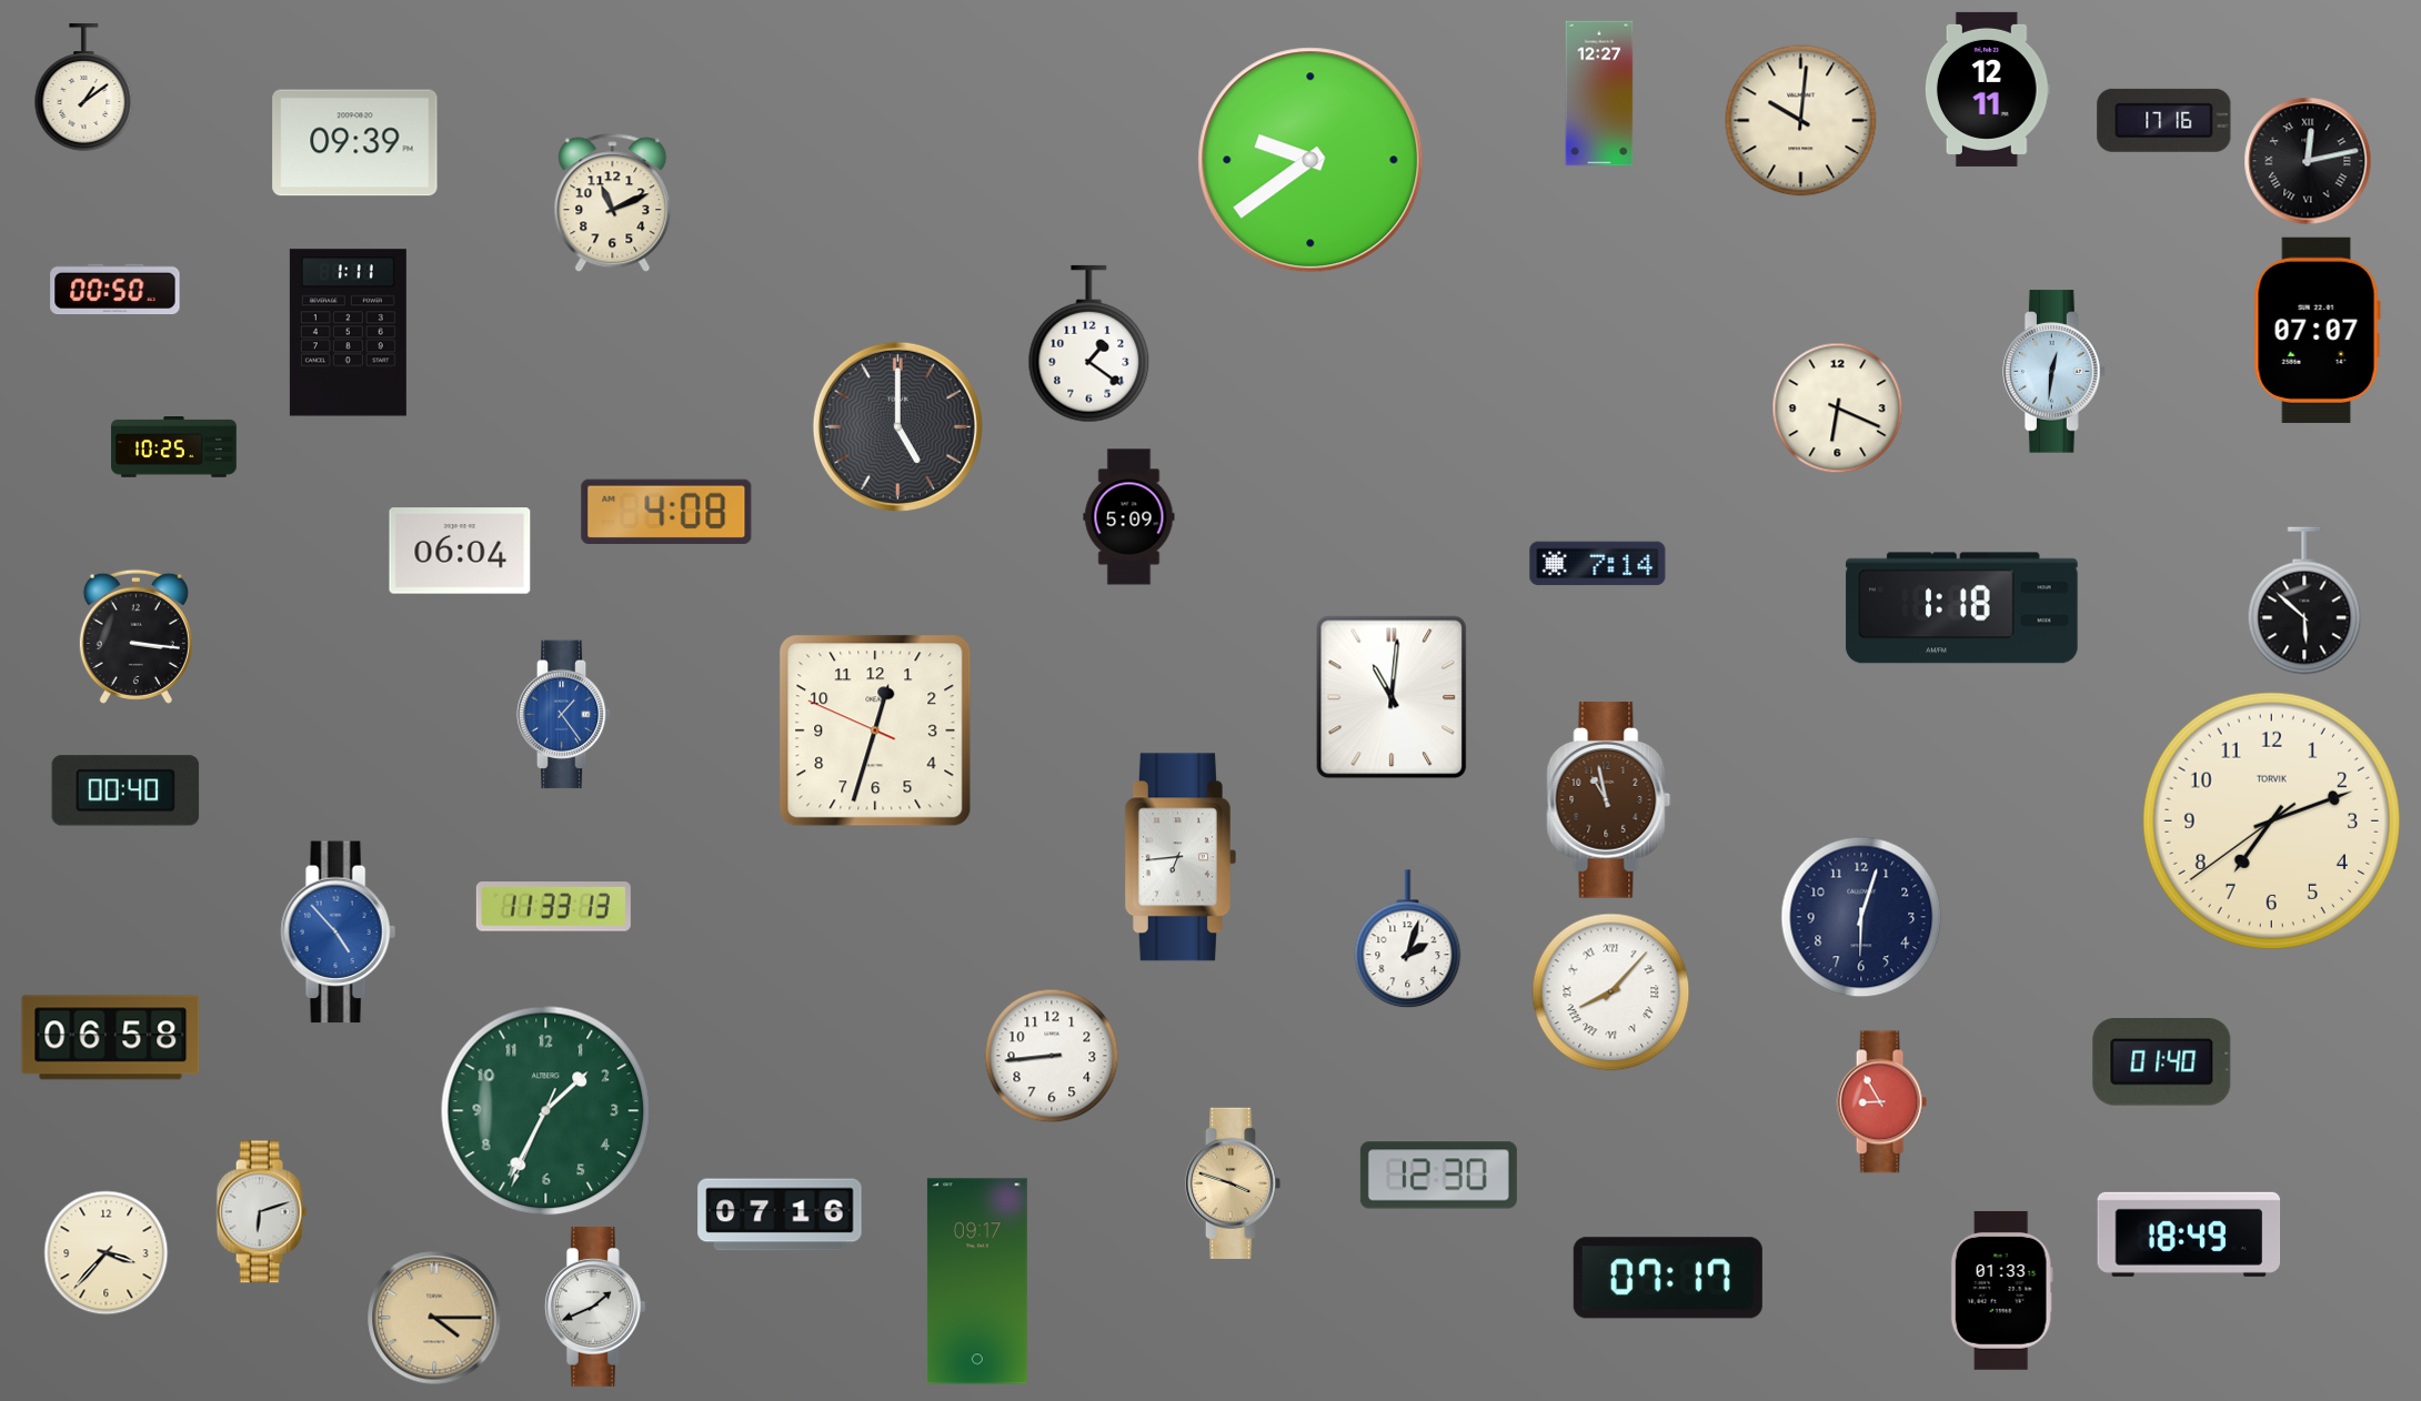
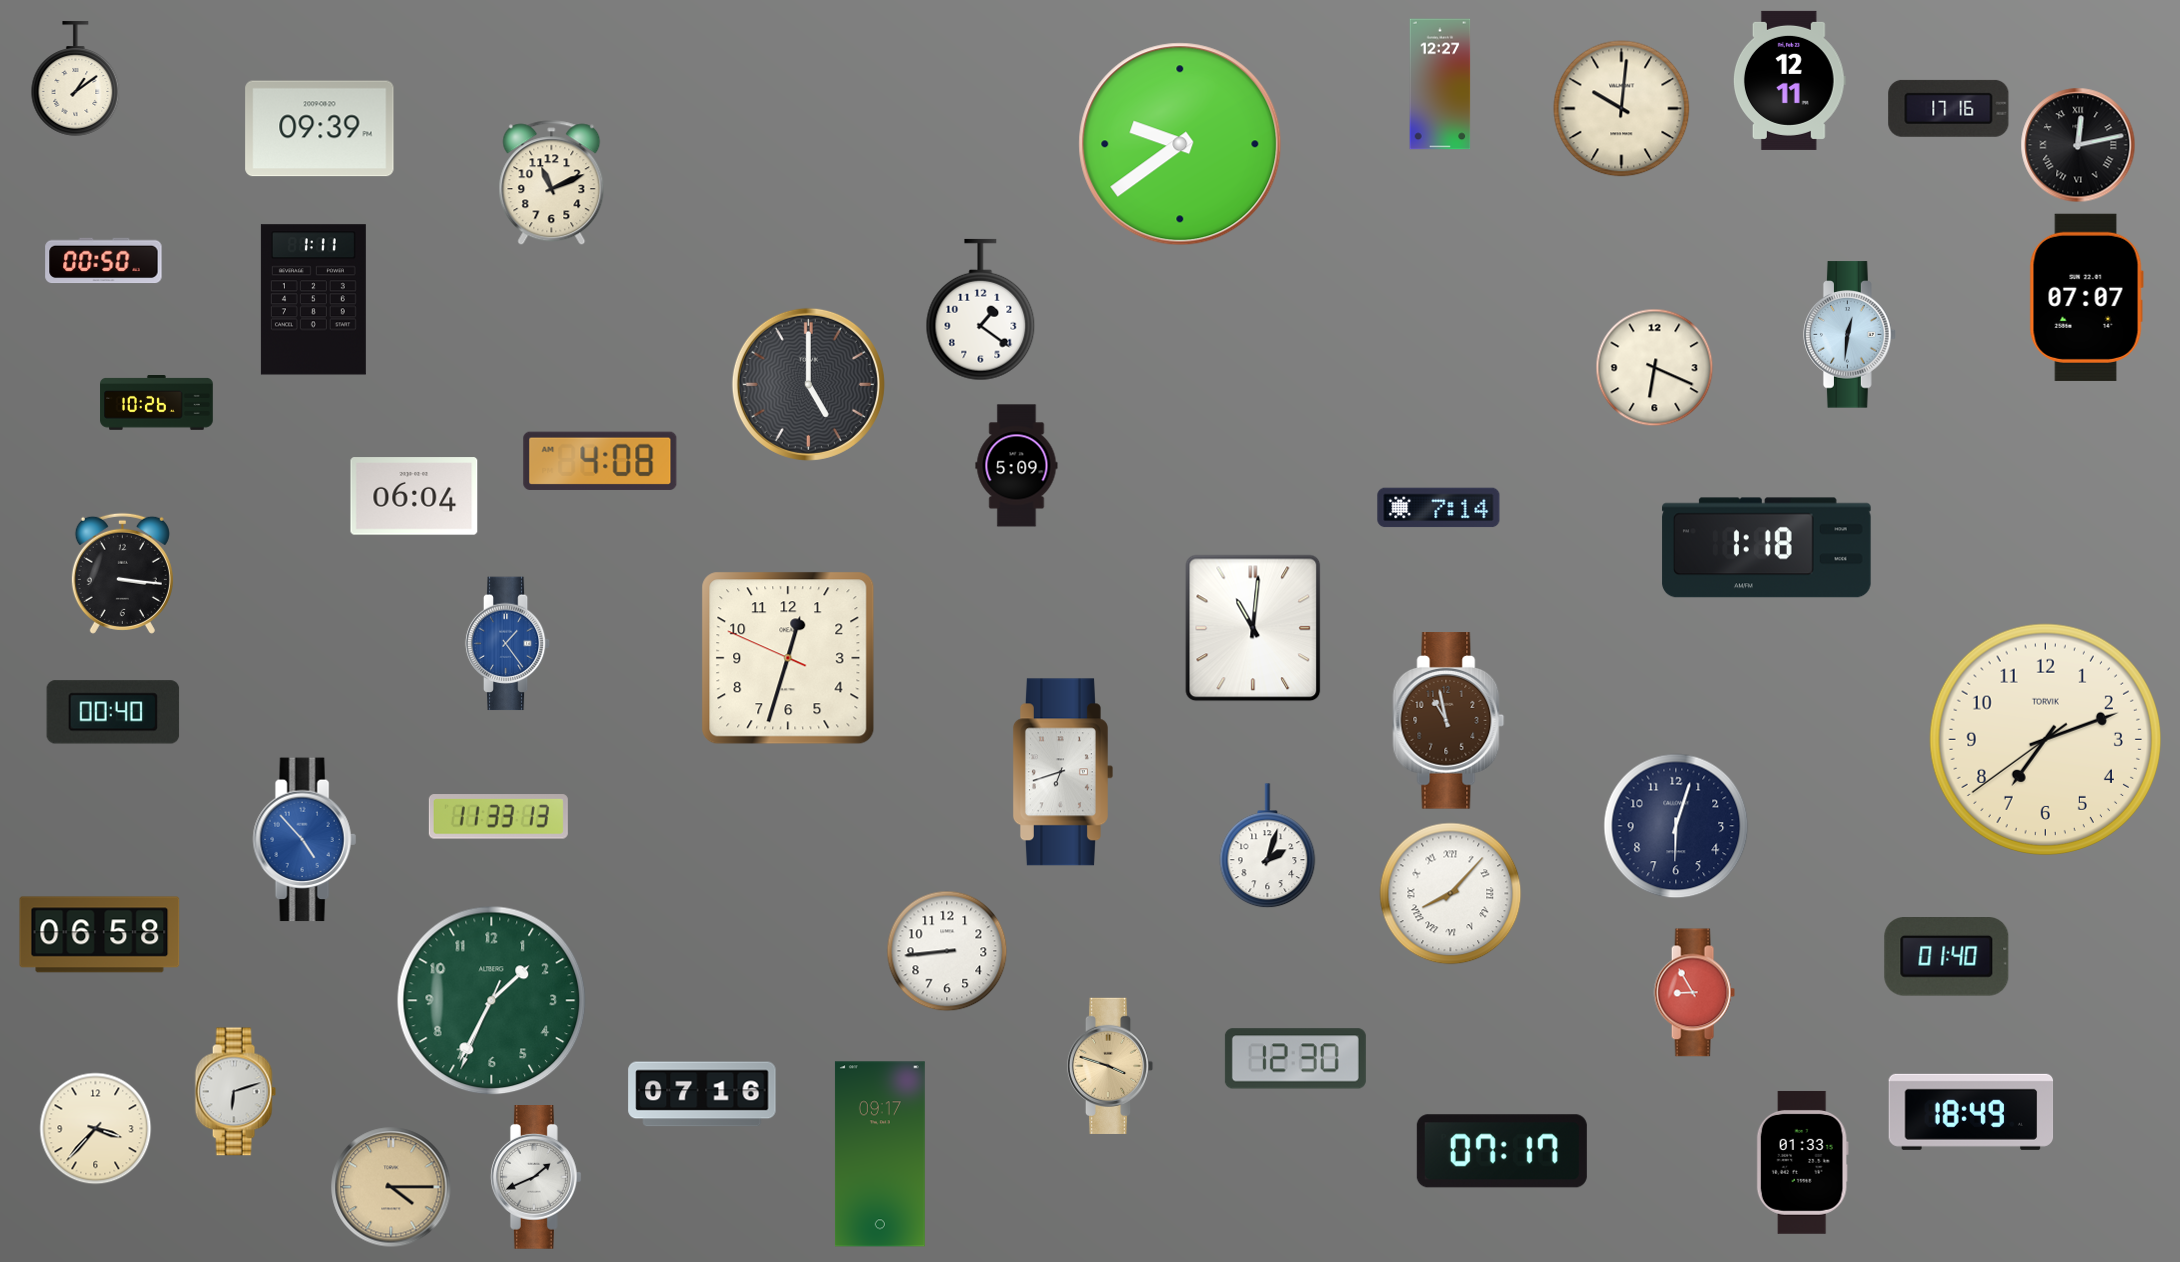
clock at (174, 447): 10:25 -> 10:26
clock at (2304, 601): 5:52 -> none
clock at (1181, 857): 6:44 -> 6:42
